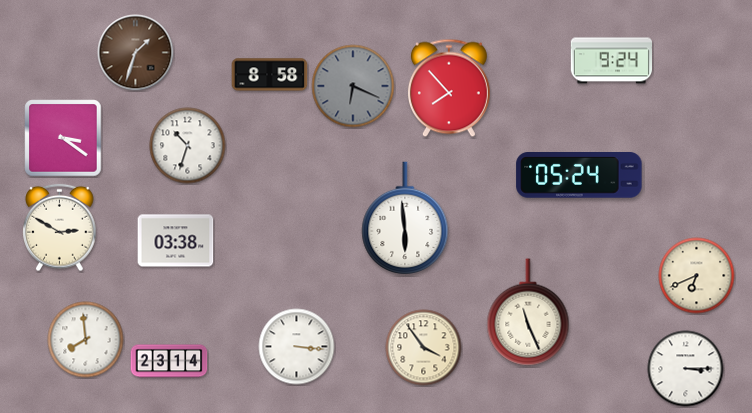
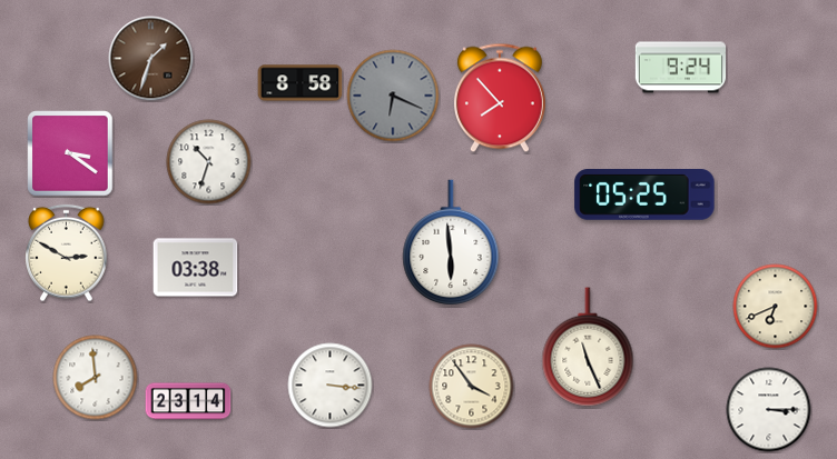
clock at (579, 175): 05:24 -> 05:25
clock at (686, 369) position: (686, 369) -> (769, 410)
